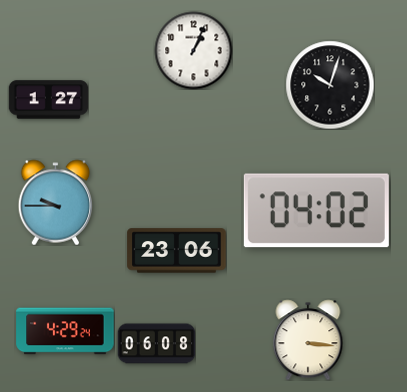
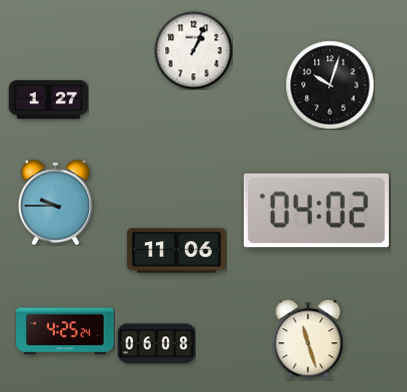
clock at (177, 251): 23:06 -> 11:06
clock at (65, 331): 4:29 -> 4:25
clock at (308, 340): 3:16 -> 11:27
